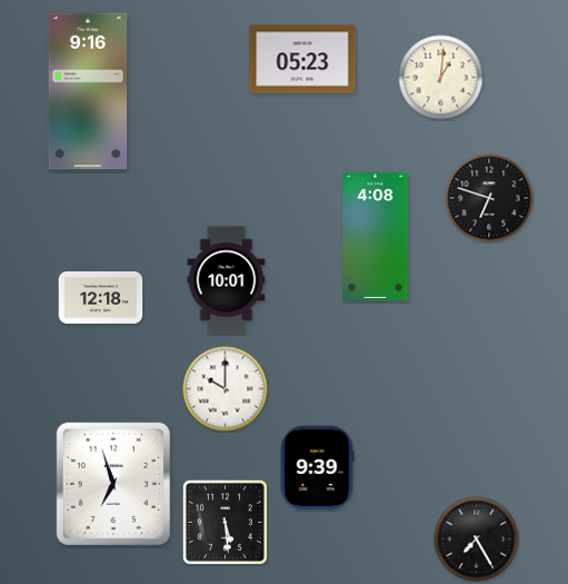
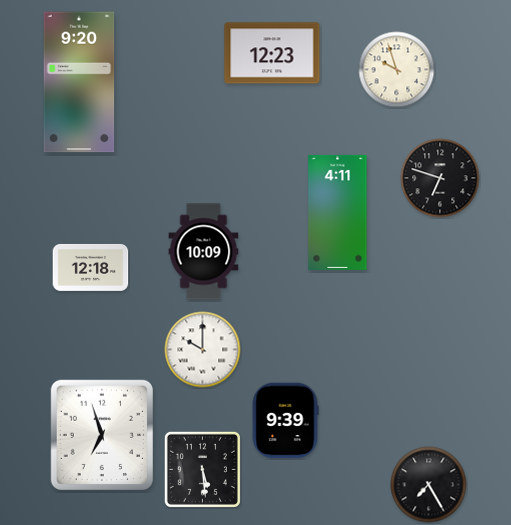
clock at (302, 59): 05:23 -> 12:23
clock at (441, 78): 1:01 -> 9:57
clock at (88, 91): 9:16 -> 9:20
clock at (376, 236): 4:08 -> 4:11
clock at (227, 280): 10:01 -> 10:09
